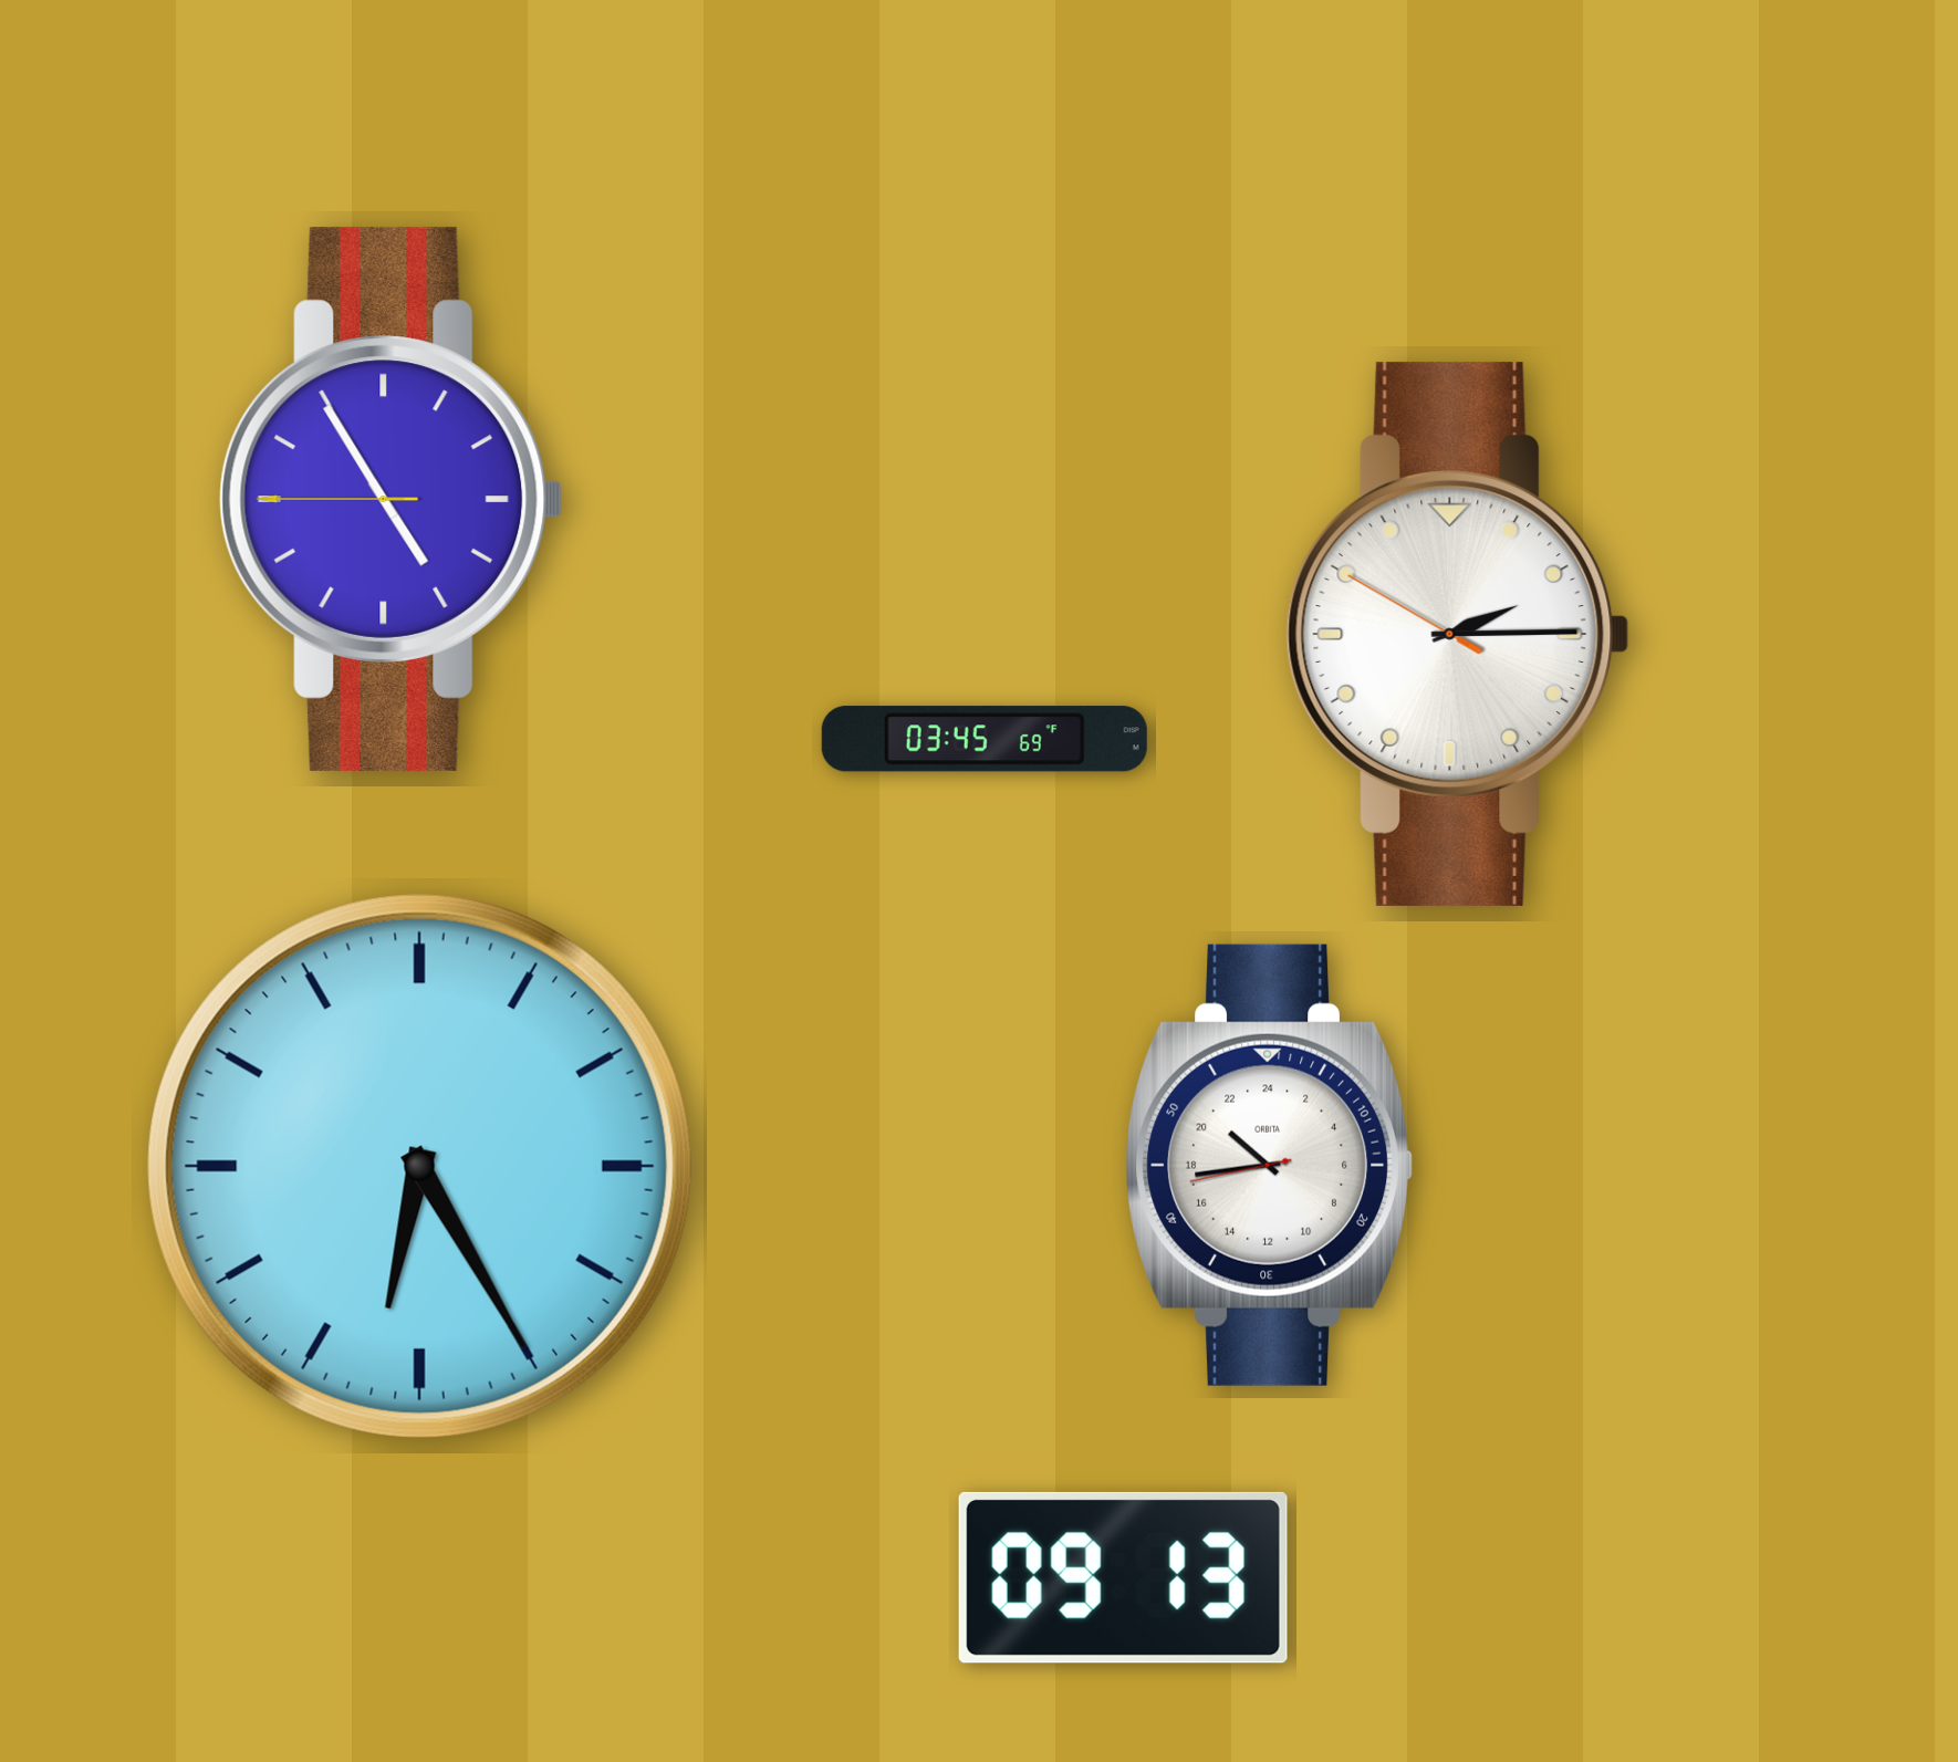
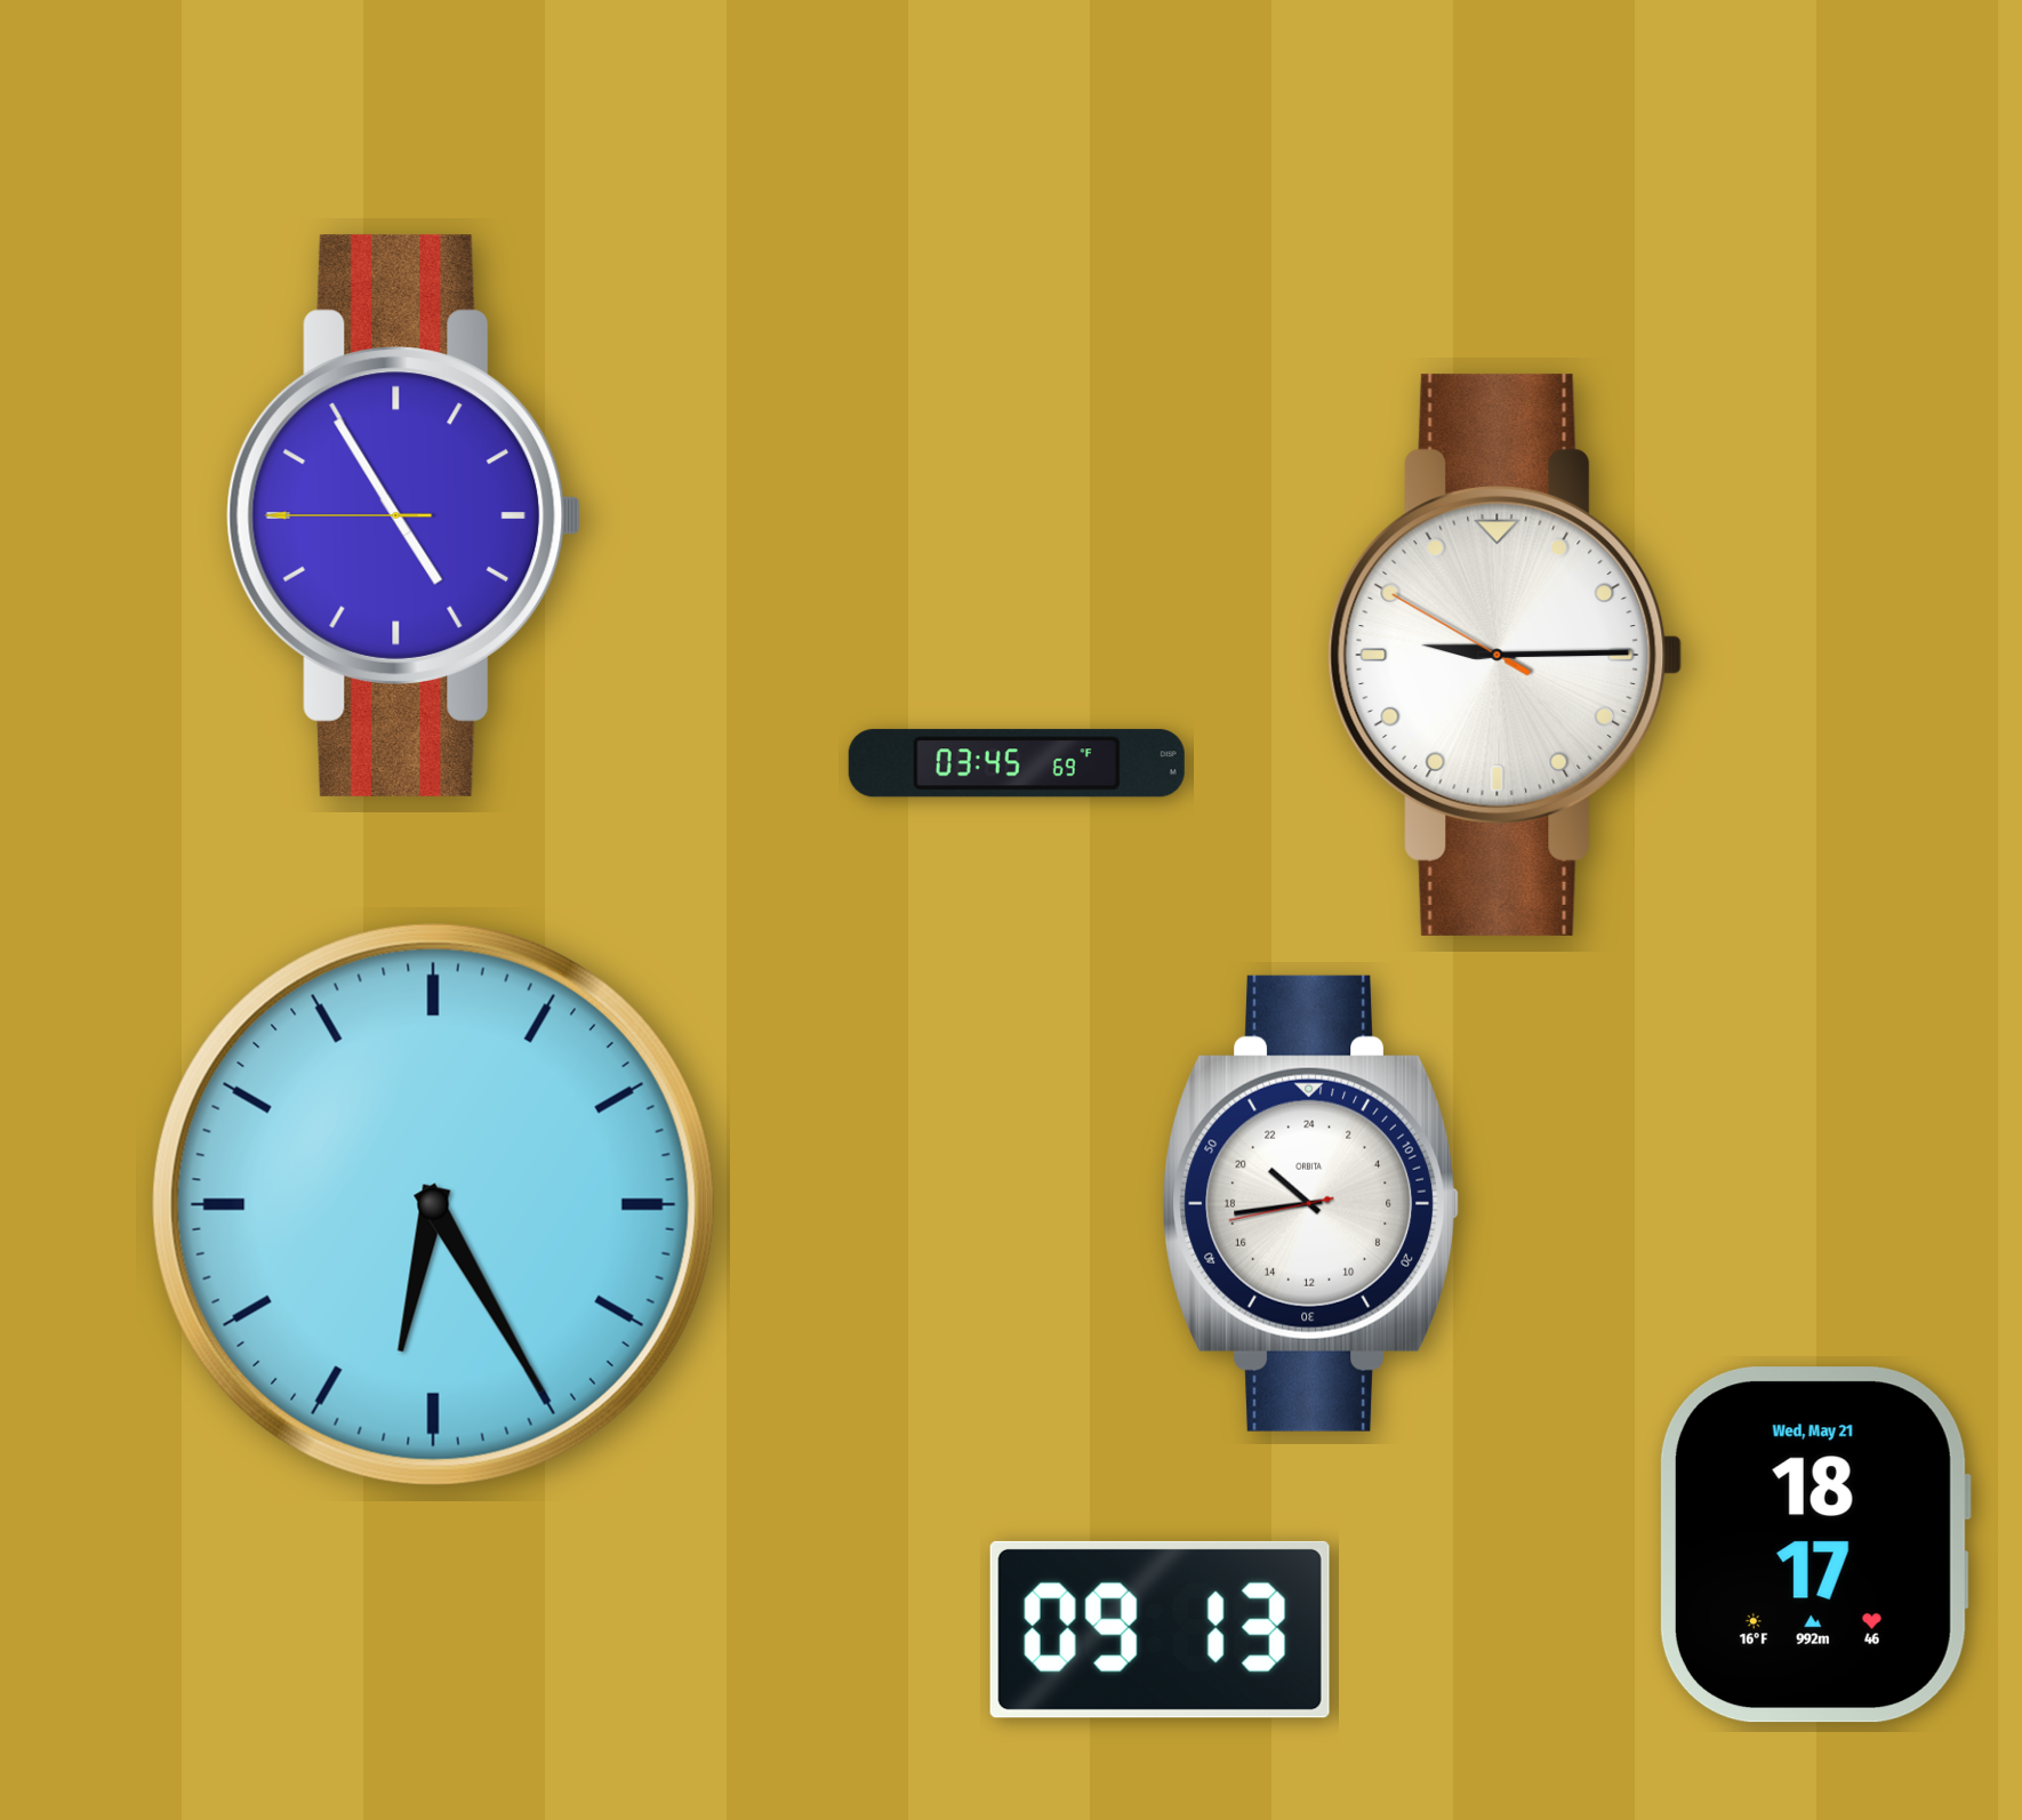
clock at (1458, 634): 2:14 -> 9:14
clock at (1814, 1545): none -> 18:17
